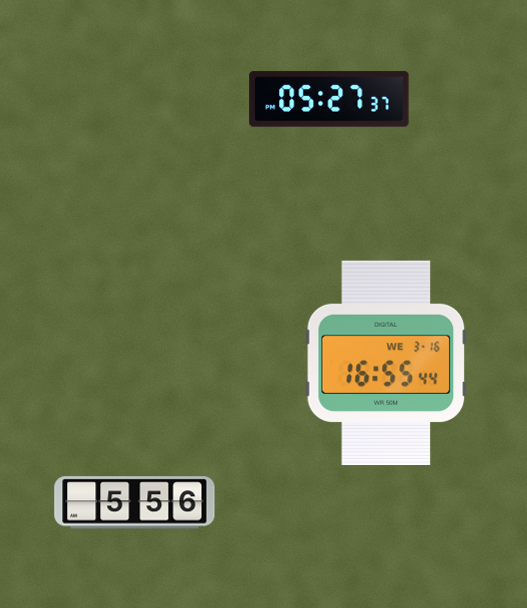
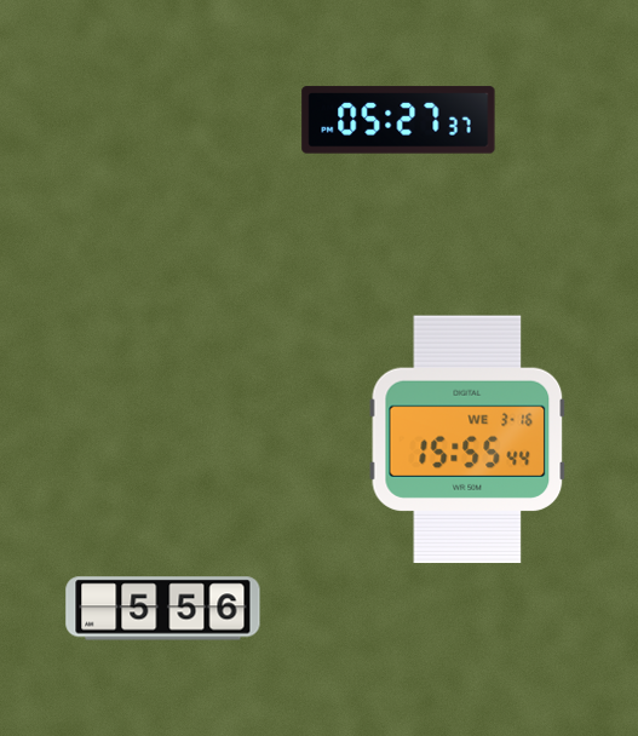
clock at (386, 363): 16:55 -> 15:55
